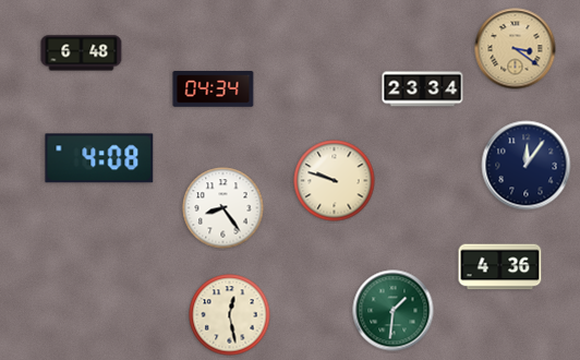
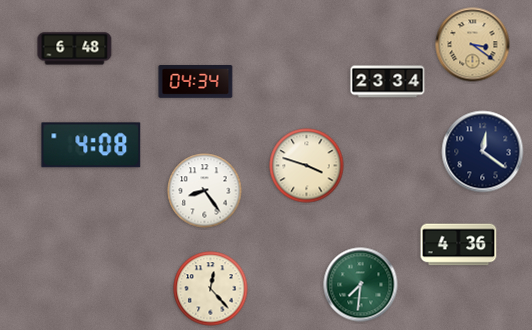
clock at (527, 166): 12:06 -> 12:21
clock at (335, 181): 9:48 -> 3:48
clock at (394, 311): 1:31 -> 7:31
clock at (230, 315): 12:28 -> 12:23
